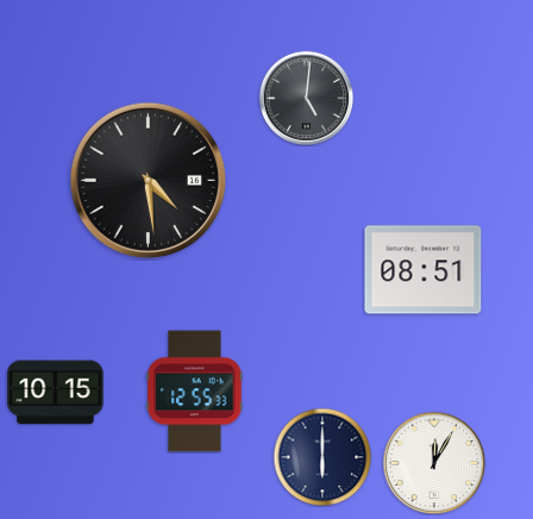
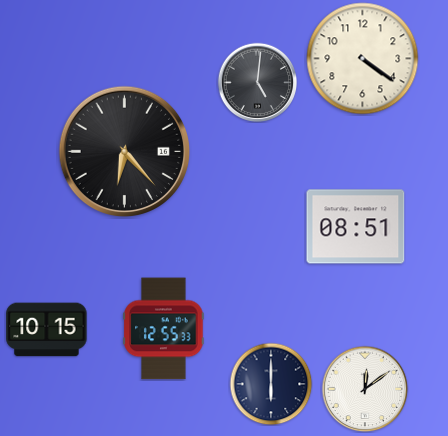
clock at (363, 59): none -> 4:21
clock at (149, 181): 4:29 -> 6:23
clock at (434, 463): 12:05 -> 12:09
